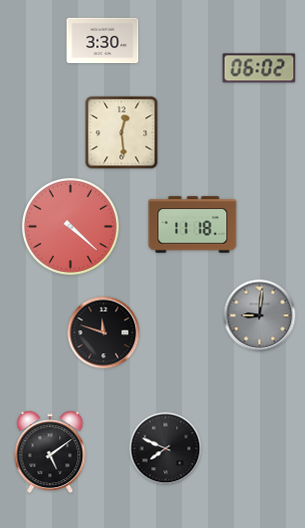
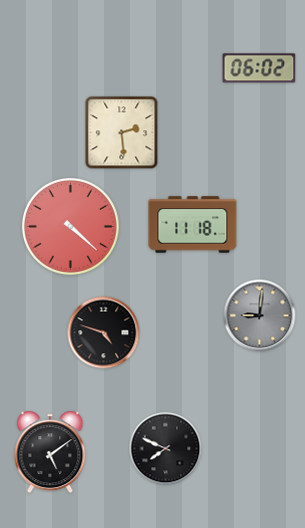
clock at (103, 41): 3:30 -> none
clock at (122, 133): 12:29 -> 2:29
clock at (104, 333): 11:48 -> 4:48
